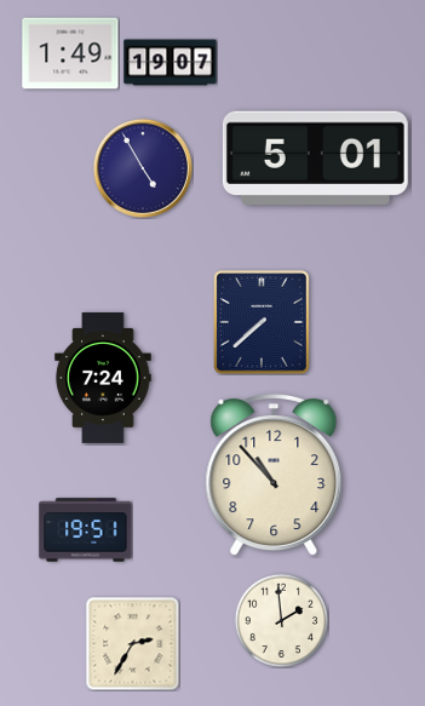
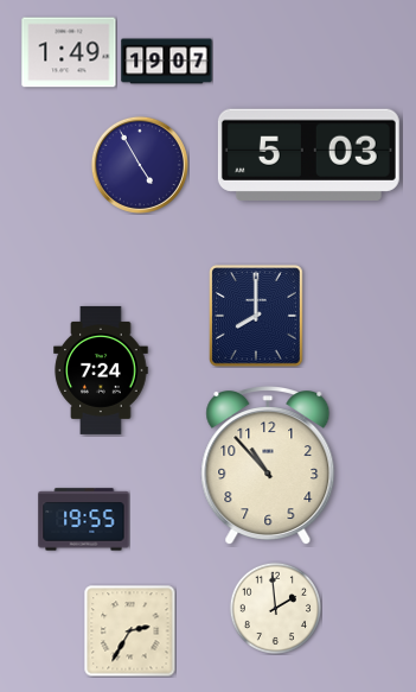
clock at (315, 157): 5:01 -> 5:03
clock at (263, 323): 7:38 -> 8:00
clock at (86, 530): 19:51 -> 19:55
